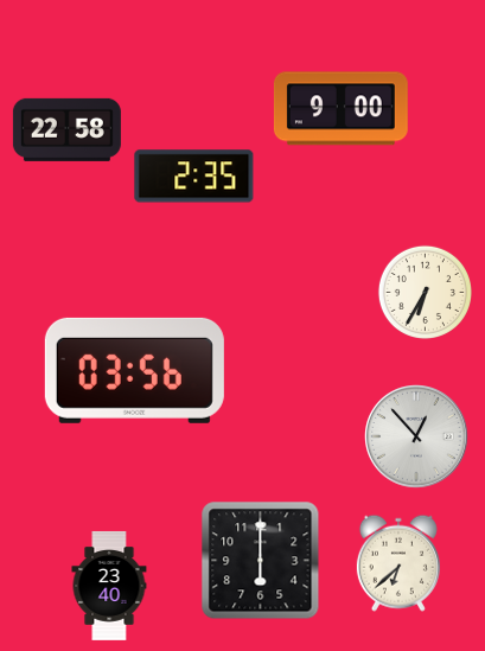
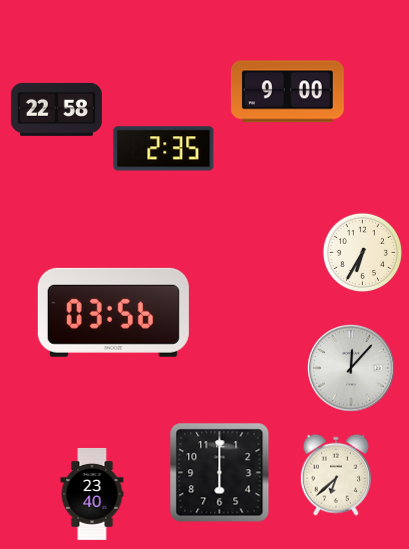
clock at (425, 292) position: (425, 292) -> (362, 252)
clock at (416, 436): 12:53 -> 12:07
